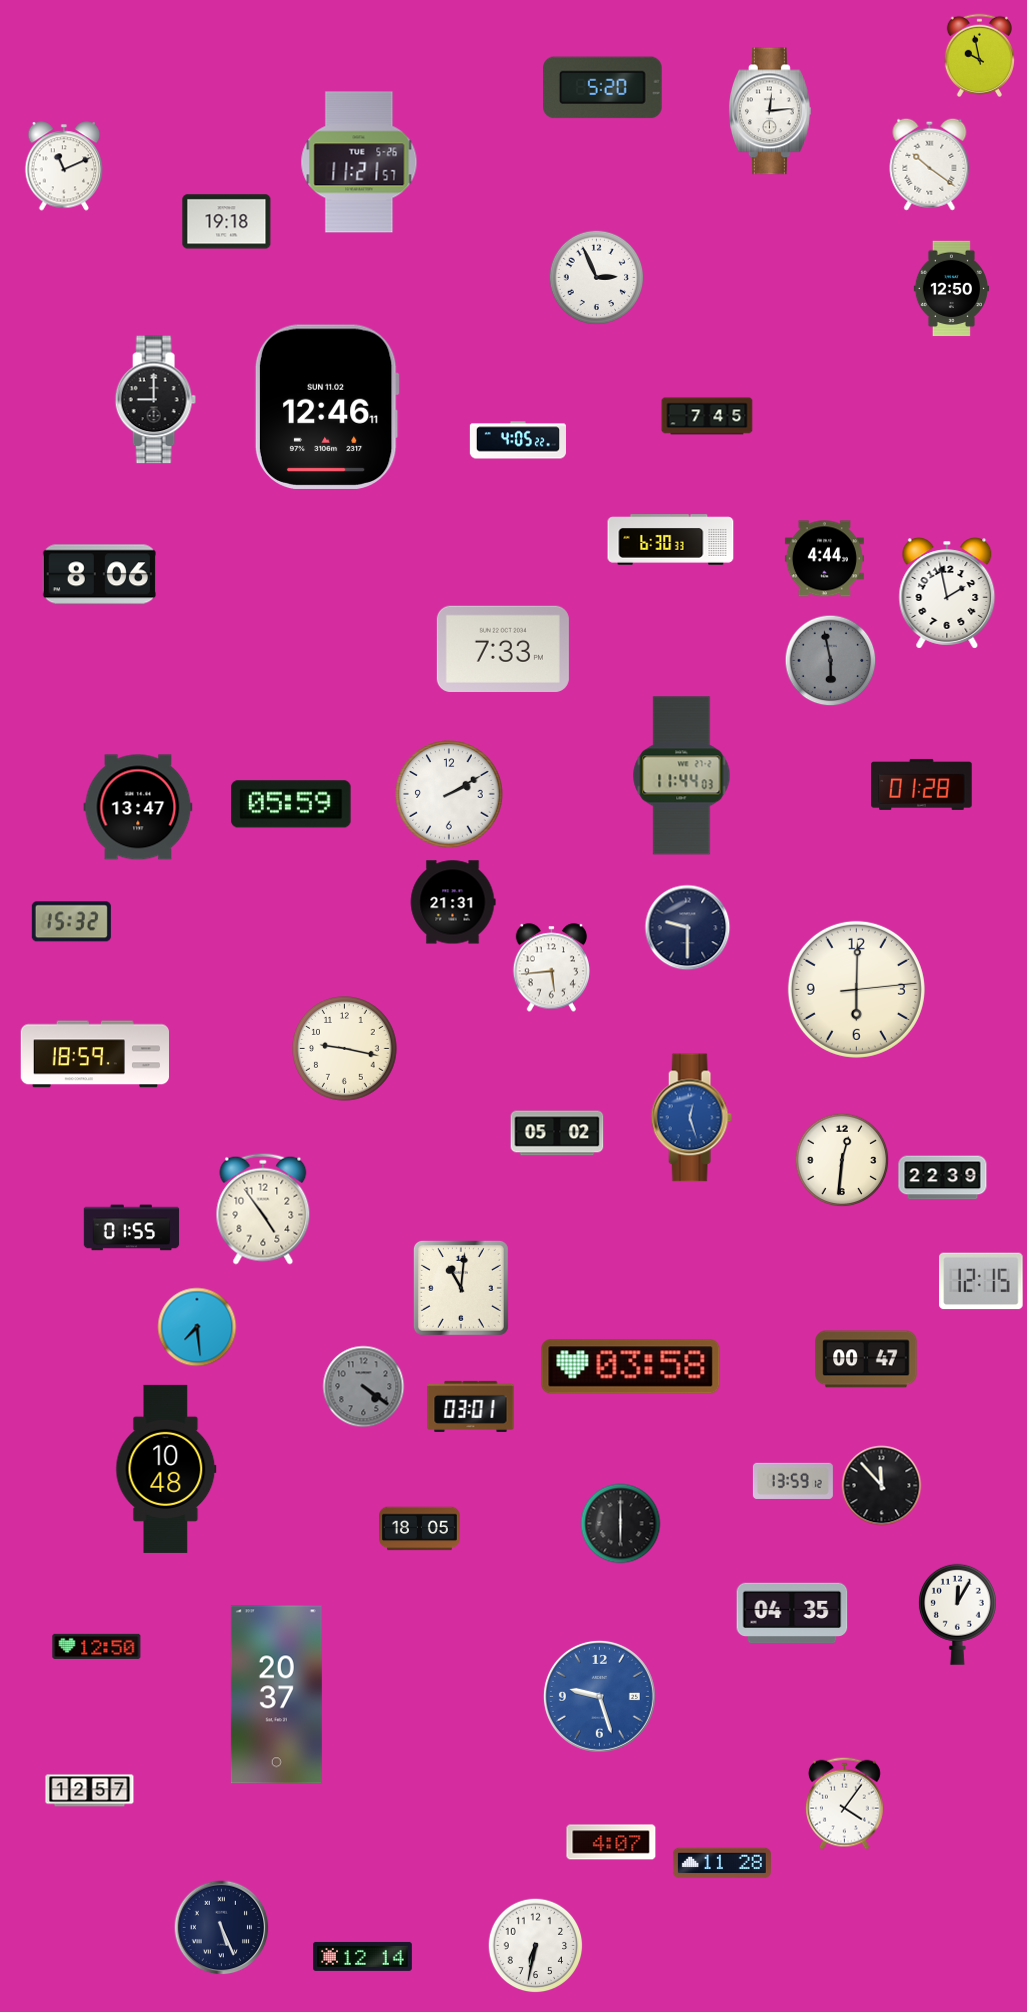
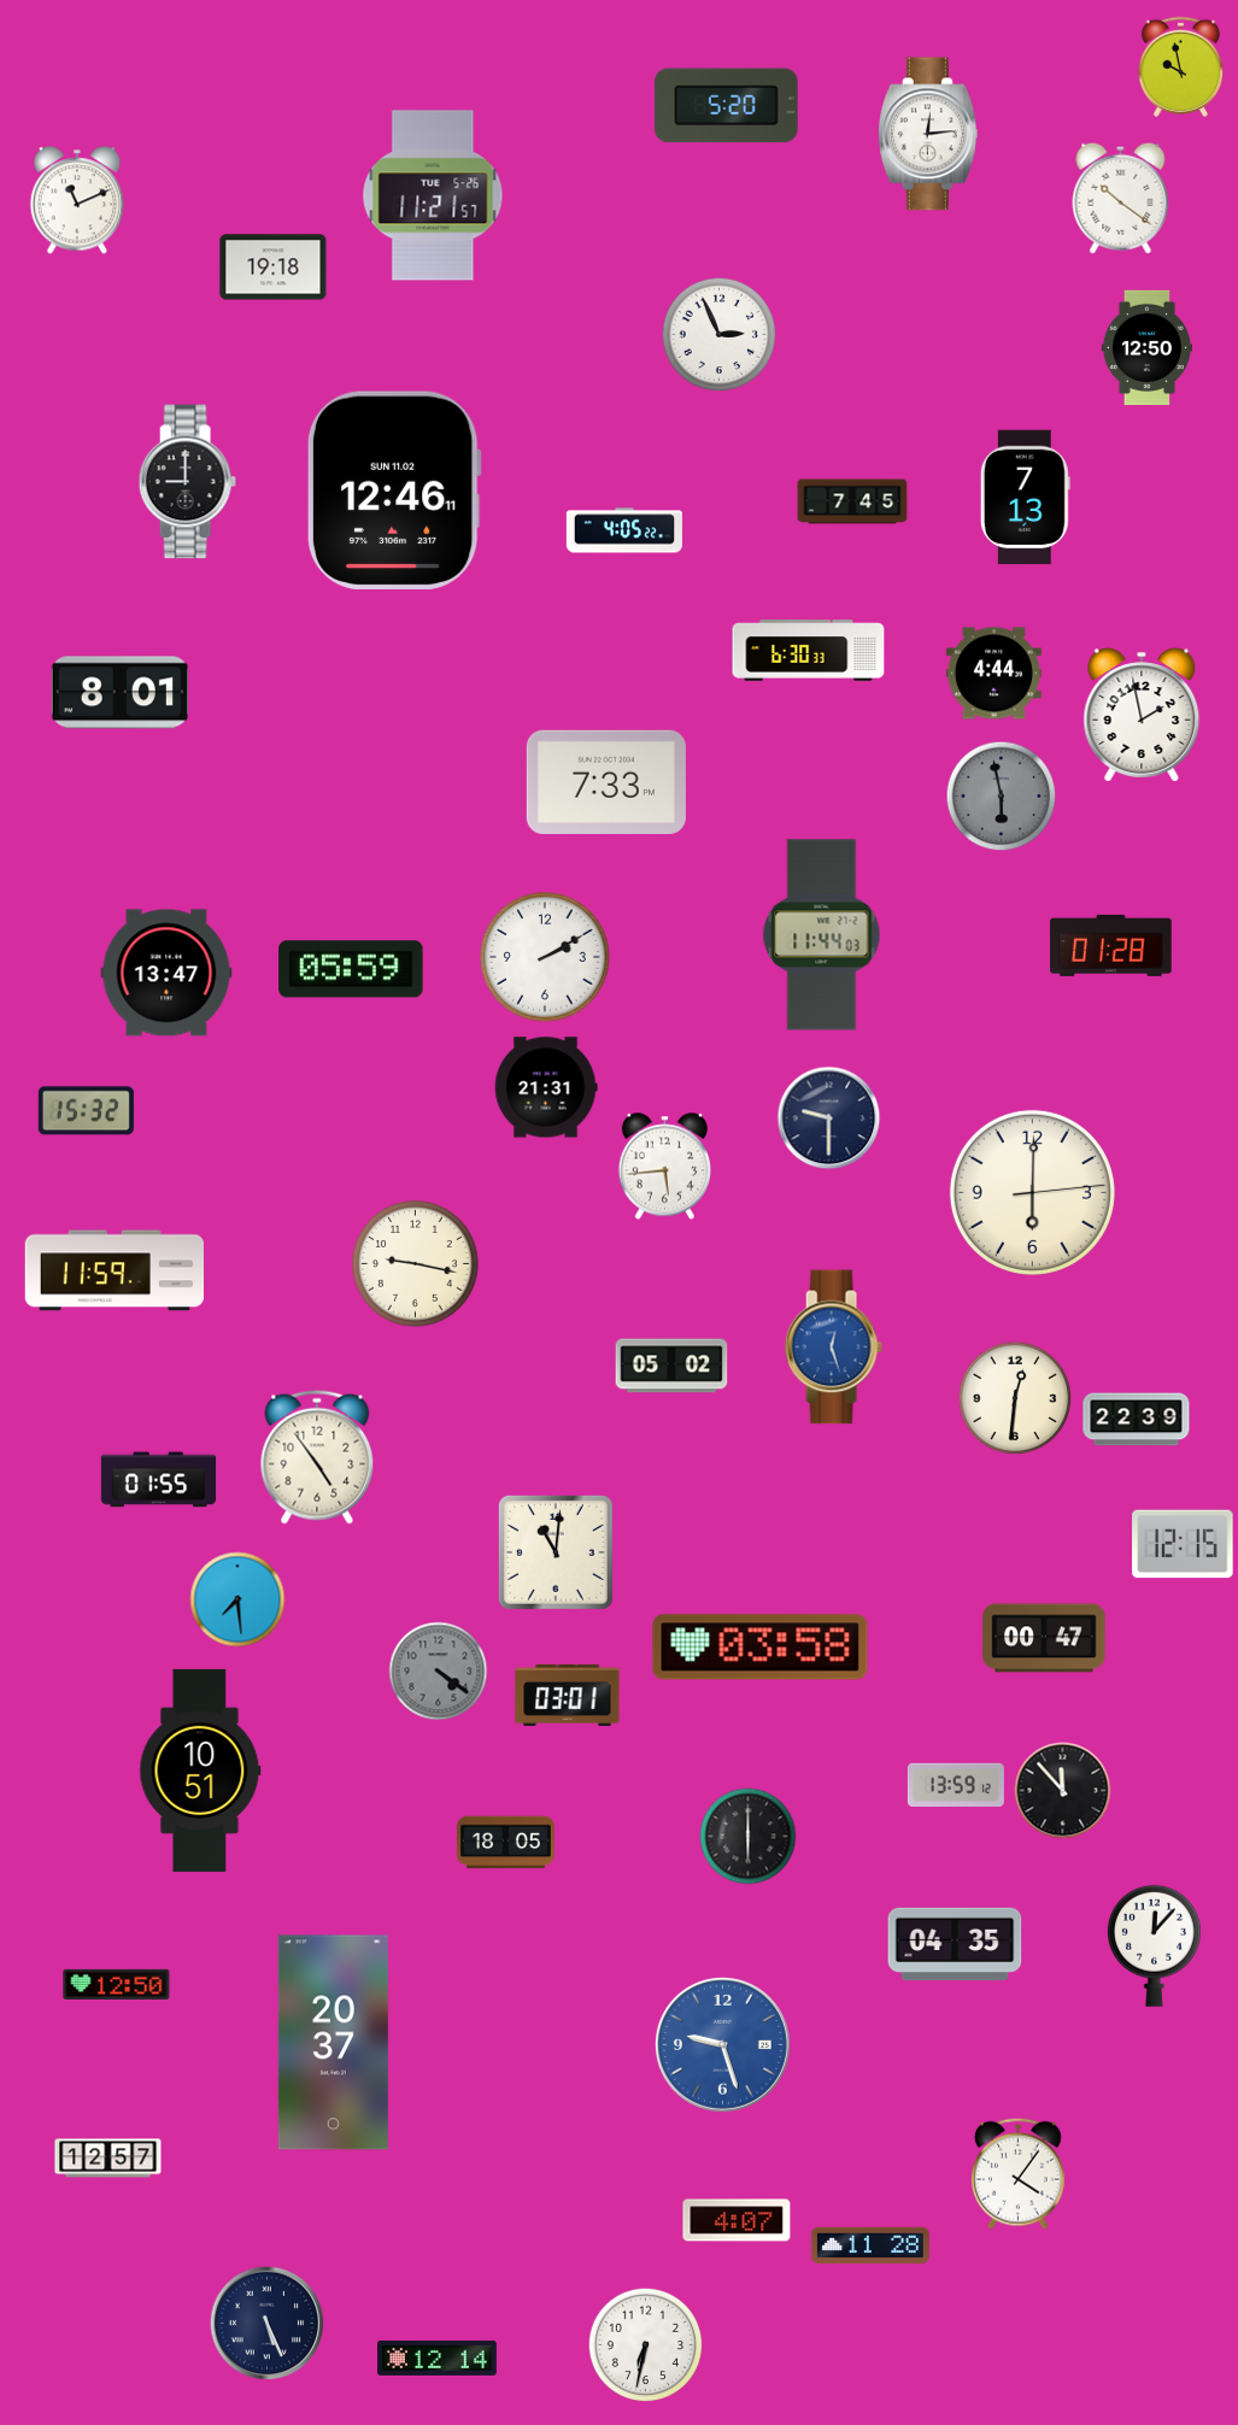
clock at (1025, 498): none -> 7:13
clock at (99, 575): 8:06 -> 8:01
clock at (449, 794) position: (449, 794) -> (545, 957)
clock at (94, 1054): 18:59 -> 11:59
clock at (166, 1469): 10:48 -> 10:51
clock at (957, 1614): 12:05 -> 12:07
